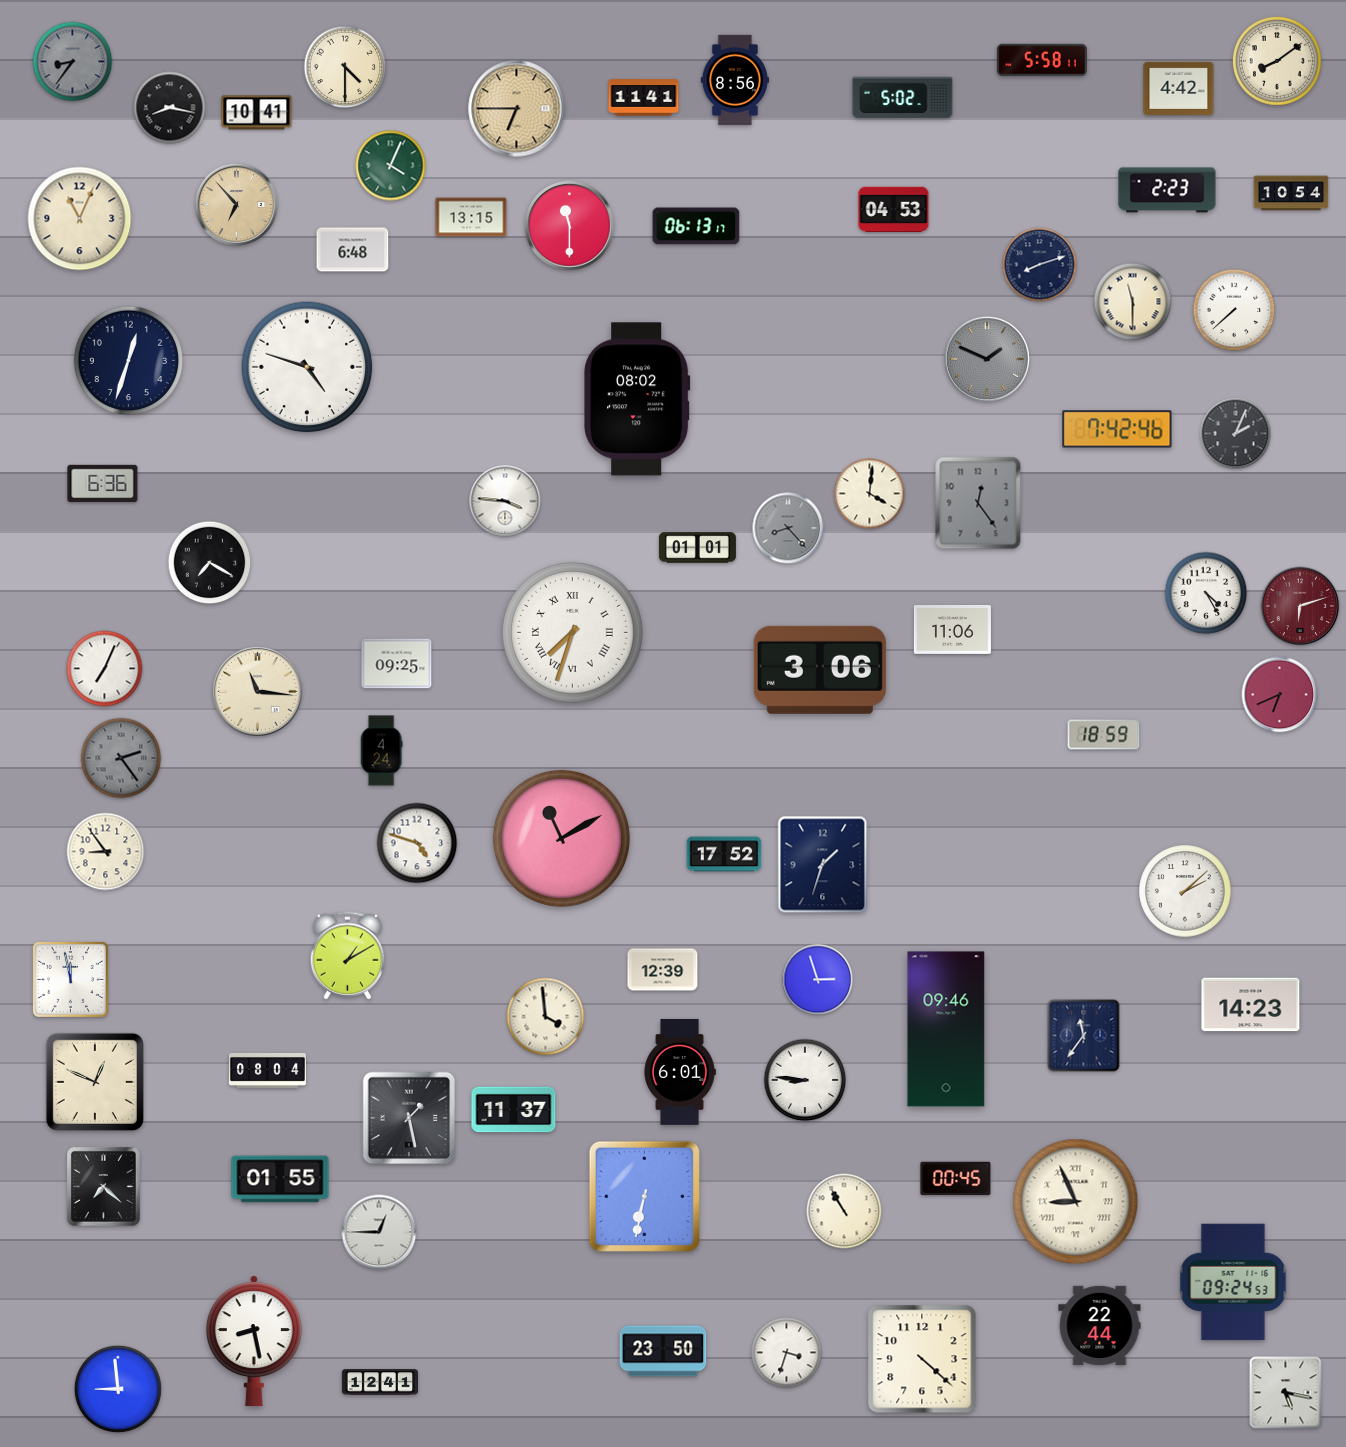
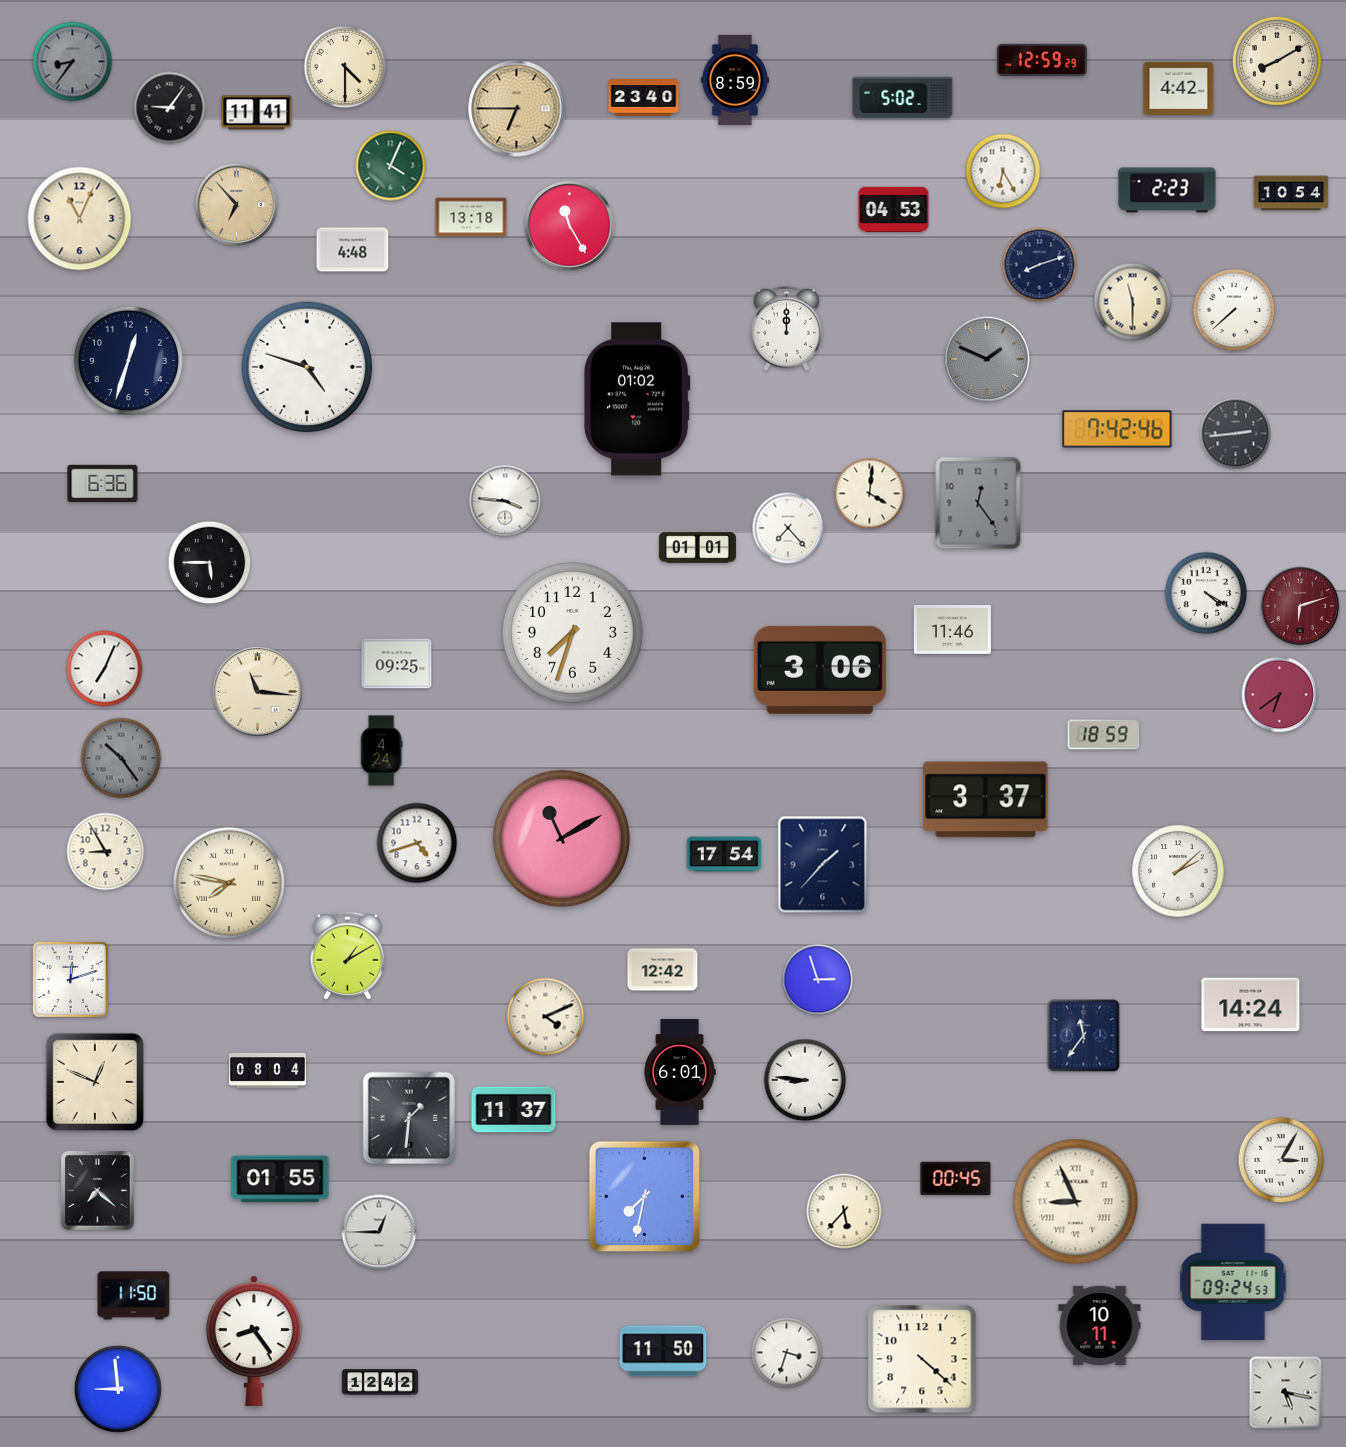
clock at (1042, 60): 5:58 -> 12:59
clock at (1277, 61): 8:09 -> 8:10
clock at (735, 80): 8:56 -> 8:59
clock at (644, 98): 11:41 -> 23:40
clock at (170, 108): 8:17 -> 9:06
clock at (257, 113): 10:41 -> 11:41
clock at (1003, 171): none -> 6:25
clock at (471, 217): 13:15 -> 13:18
clock at (570, 226): 11:30 -> 11:25
clock at (696, 226): 06:13 -> none
clock at (353, 250): 6:48 -> 4:48
clock at (786, 328): none -> 12:00
clock at (637, 399): 08:02 -> 01:02
clock at (1236, 434): 2:04 -> 2:44
clock at (788, 528): 8:23 -> 7:23
clock at (788, 528) dial: grey -> white
clock at (210, 563): 7:20 -> 5:45
clock at (1206, 593): 4:25 -> 4:20
clock at (952, 630): 11:06 -> 11:46
clock at (573, 633) numerals: Roman -> Arabic
clock at (1280, 695): 6:41 -> 6:39
clock at (121, 758): 2:24 -> 10:24
clock at (986, 800): none -> 3:37
clock at (417, 843): 4:48 -> 4:42
clock at (106, 852): 8:54 -> 8:55
clock at (724, 854): 17:52 -> 17:54
clock at (823, 865): 1:33 -> 1:37
clock at (229, 883): none -> 7:47
clock at (1185, 891) position: (1185, 891) -> (1178, 871)
clock at (663, 970): 12:39 -> 12:42
clock at (70, 979): 11:58 -> 12:12
clock at (1251, 1005): 14:23 -> 14:24
clock at (546, 1017): 3:59 -> 4:11
clock at (946, 1029): 09:46 -> none
clock at (409, 1118): 1:28 -> 1:31
clock at (1281, 1160): none -> 3:05
clock at (103, 1186) position: (103, 1186) -> (97, 1190)
clock at (644, 1196): 6:32 -> 7:32
clock at (844, 1211): 10:55 -> 5:37
clock at (134, 1296): none -> 11:50
clock at (1100, 1325): 22:44 -> 10:11
clock at (254, 1341): 8:28 -> 8:24
clock at (663, 1351): 23:50 -> 11:50
clock at (379, 1382): 12:41 -> 12:42
